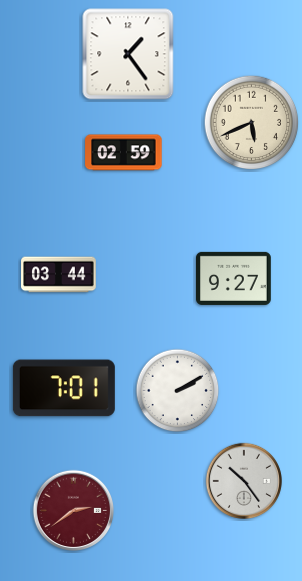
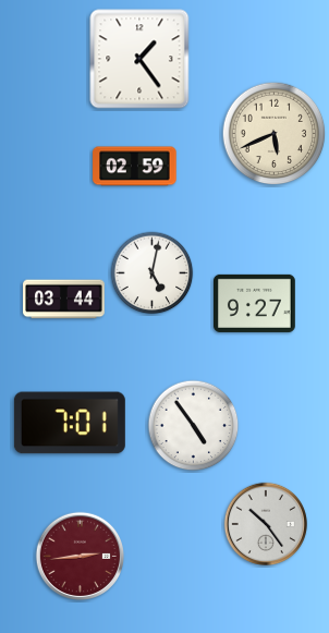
clock at (153, 273): none -> 5:02
clock at (178, 391): 2:10 -> 4:54
clock at (73, 510): 2:39 -> 2:44
